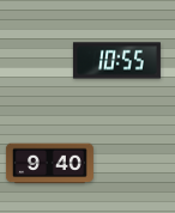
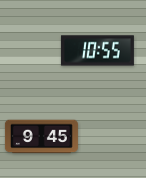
clock at (49, 164): 9:40 -> 9:45
